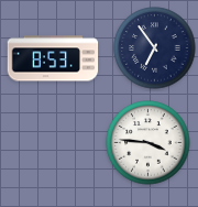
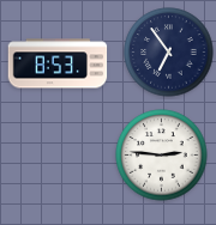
clock at (148, 143): 3:46 -> 2:46
